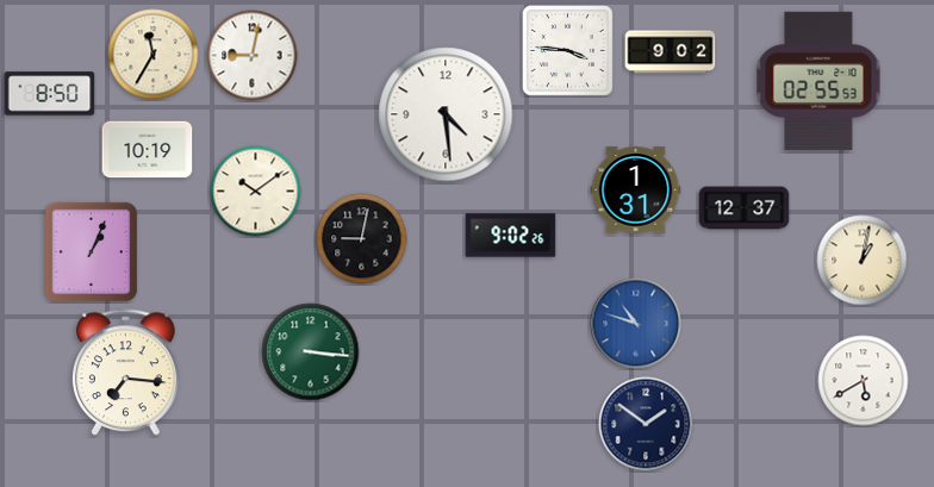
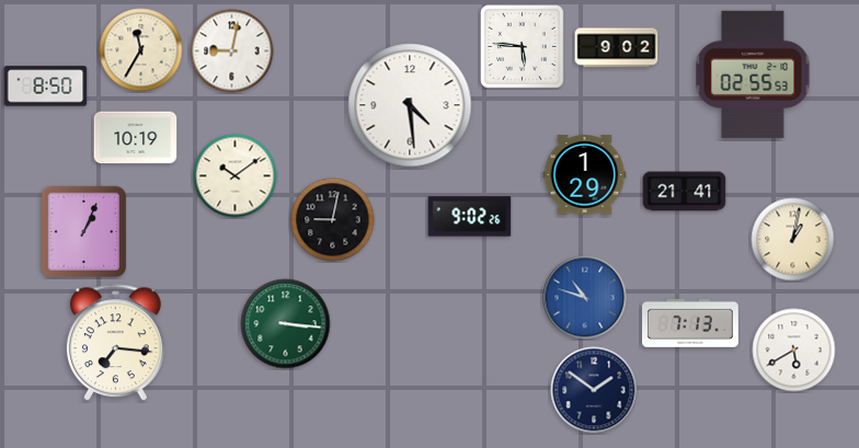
clock at (568, 51): 3:46 -> 5:46
clock at (636, 191): 1:31 -> 1:29
clock at (745, 208): 12:37 -> 21:41
clock at (691, 323): none -> 7:13
